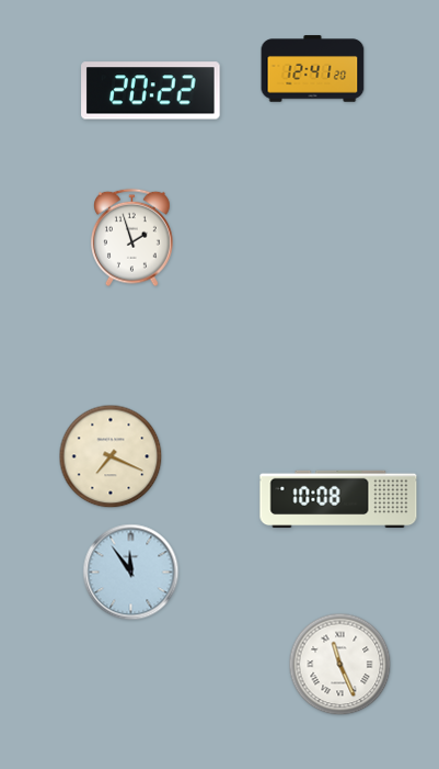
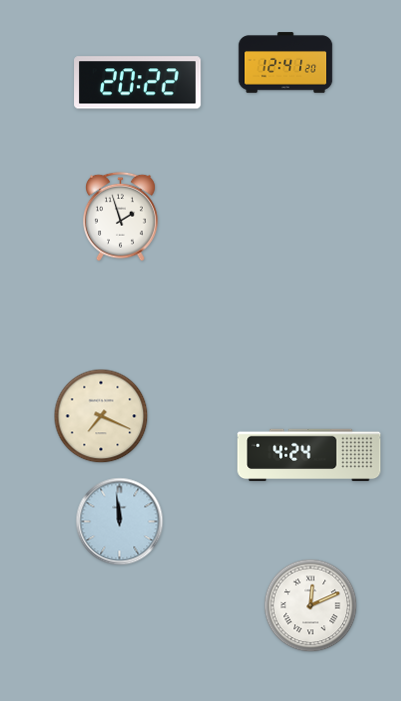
clock at (338, 499): 10:08 -> 4:24
clock at (131, 573): 11:54 -> 11:59
clock at (340, 665): 11:26 -> 12:11
